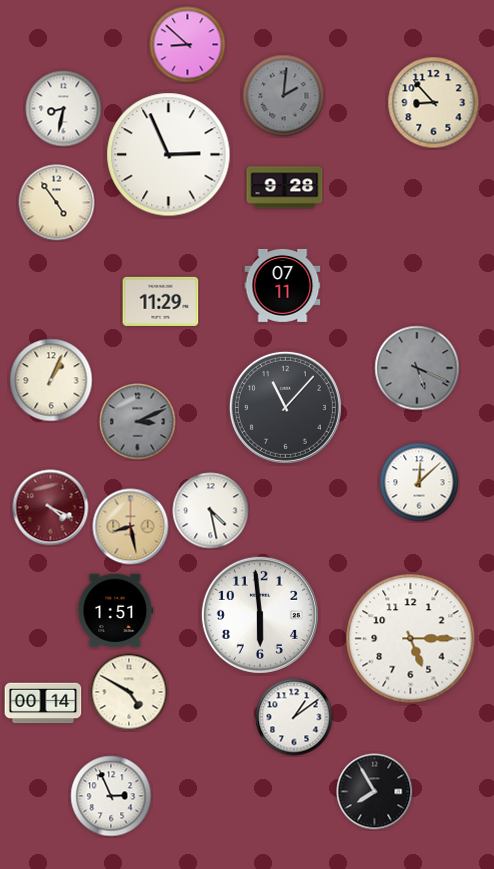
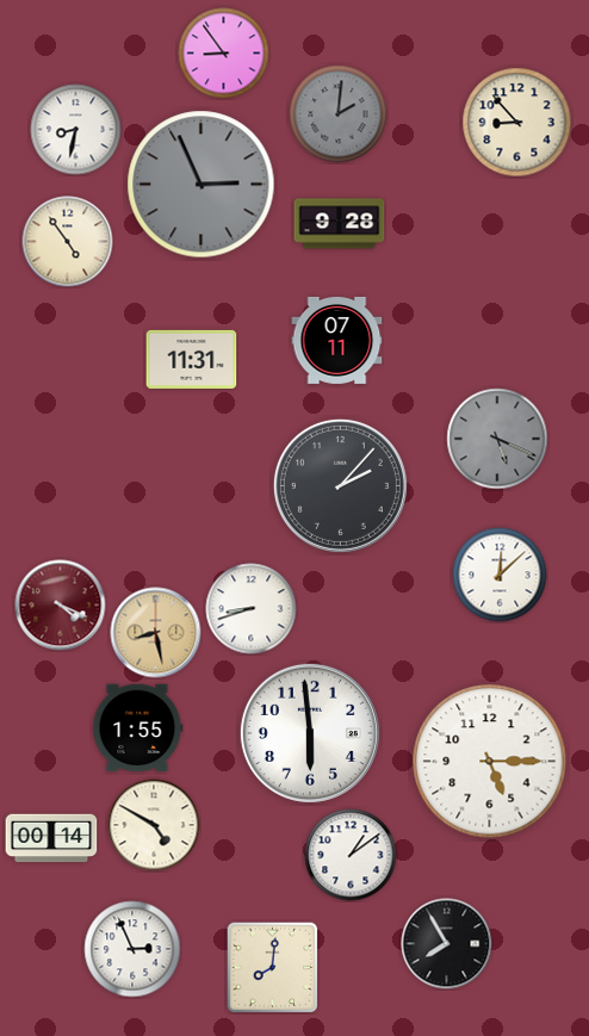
clock at (188, 45): 8:52 -> 8:54
clock at (169, 155) dial: white -> grey
clock at (161, 301): 11:29 -> 11:31
clock at (51, 380): 1:04 -> none
clock at (285, 407): 11:07 -> 2:07
clock at (138, 422): 3:11 -> none
clock at (211, 511): 4:28 -> 8:42
clock at (131, 527) position: (131, 527) -> (156, 633)
clock at (116, 611): 1:51 -> 1:55
clock at (272, 967): none -> 8:01
